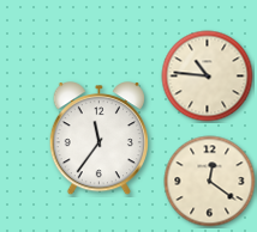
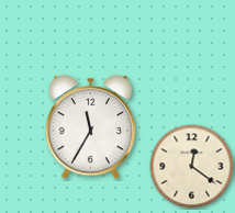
clock at (208, 77): 10:46 -> none
clock at (98, 139): 11:36 -> 11:35
